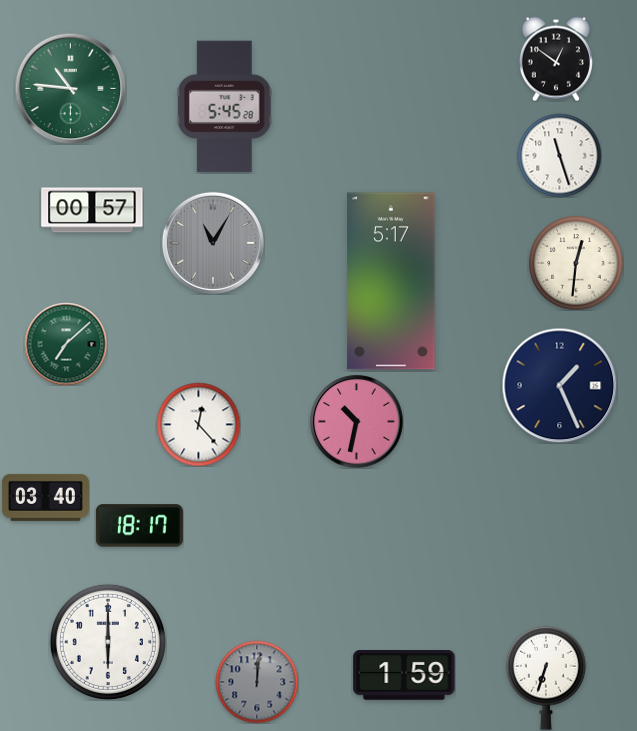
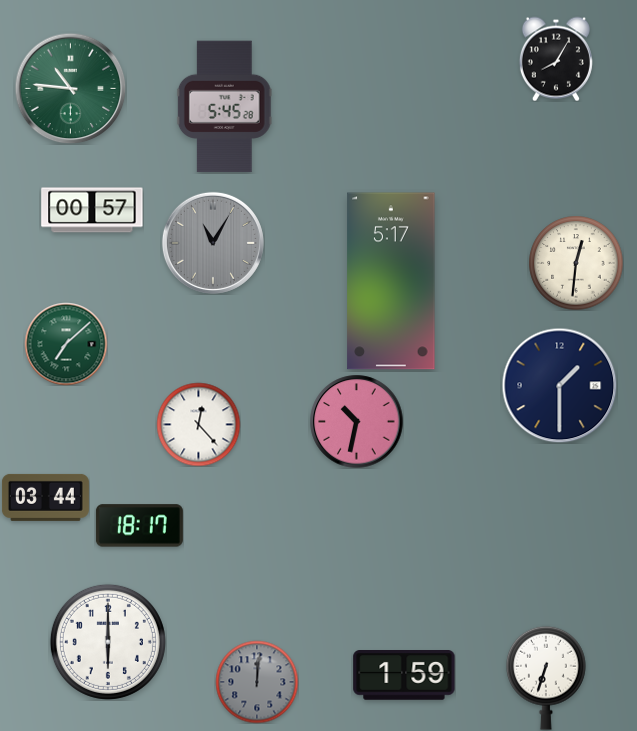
clock at (556, 59): 12:51 -> 8:05
clock at (559, 155): 11:27 -> none
clock at (559, 385): 1:26 -> 1:30
clock at (45, 497): 03:40 -> 03:44
